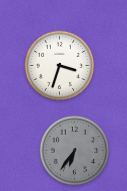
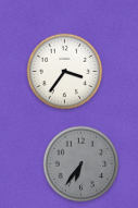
clock at (60, 66): 3:33 -> 3:36
